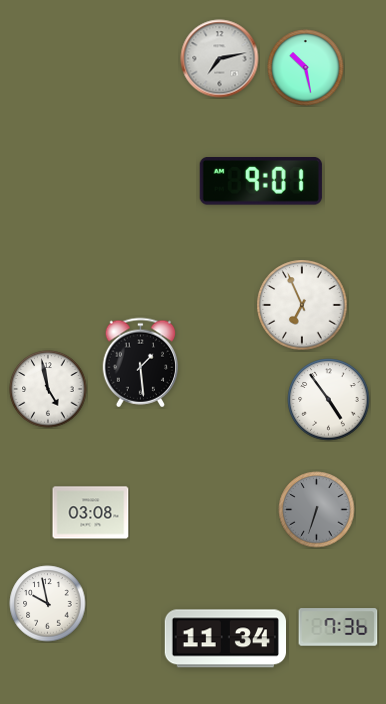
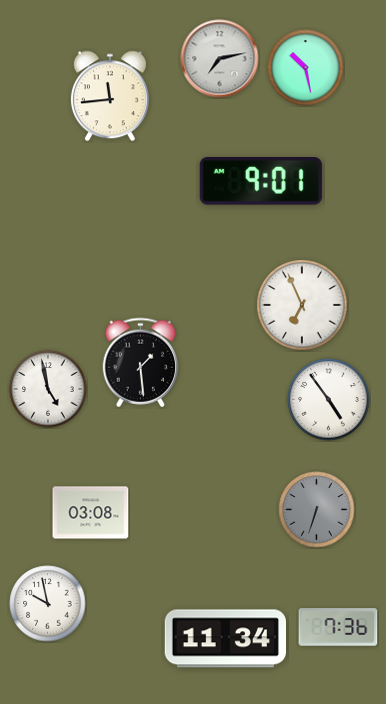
clock at (110, 96): none -> 11:44
